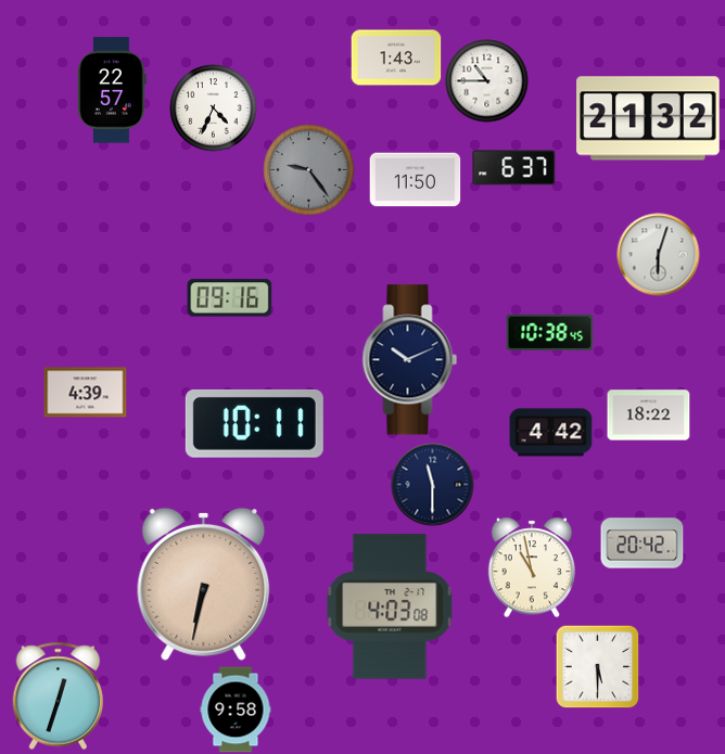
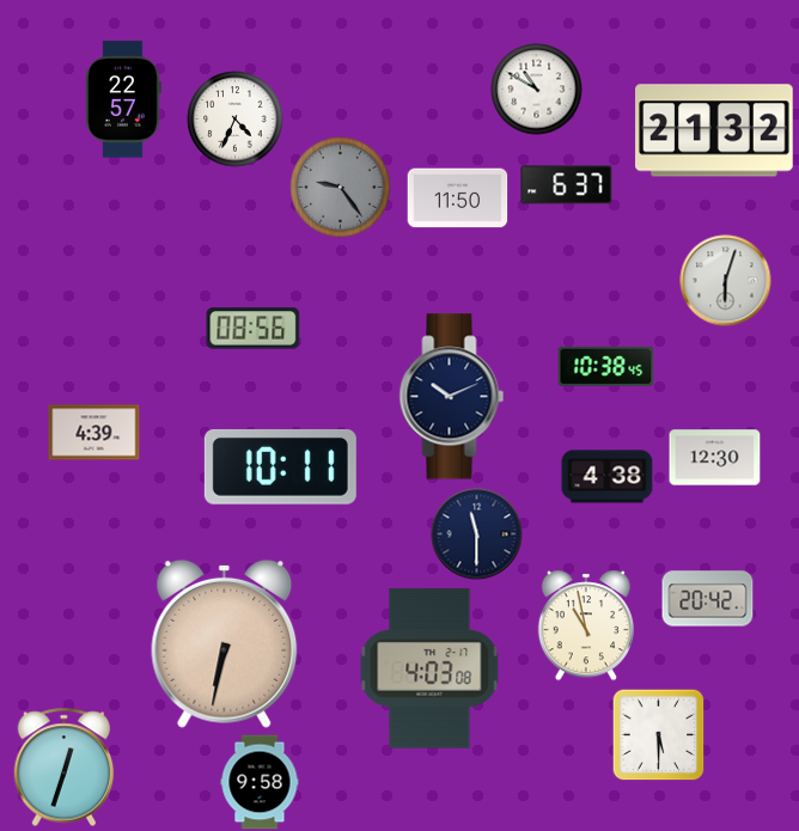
clock at (396, 57): 1:43 -> none
clock at (487, 81): 10:45 -> 10:50
clock at (230, 298): 09:16 -> 08:56
clock at (649, 416): 18:22 -> 12:30
clock at (551, 433): 4:42 -> 4:38
